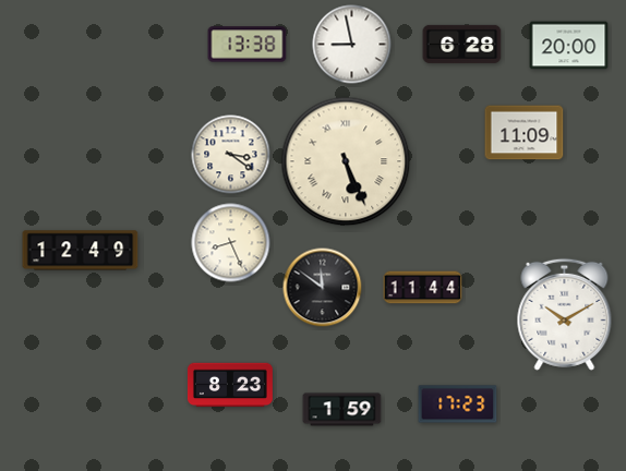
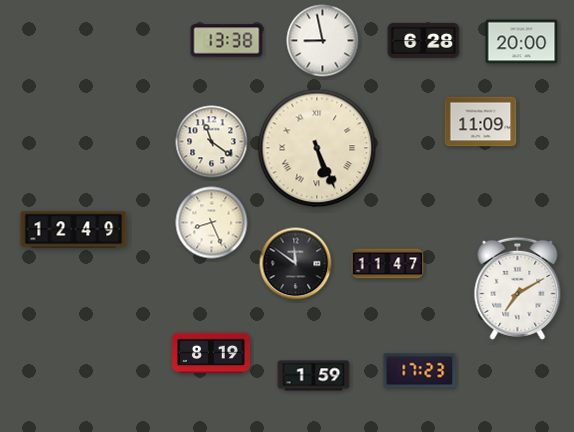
clock at (231, 155): 3:21 -> 11:21
clock at (423, 288): 11:44 -> 11:47
clock at (565, 314): 10:10 -> 7:10
clock at (230, 385): 8:23 -> 8:19
